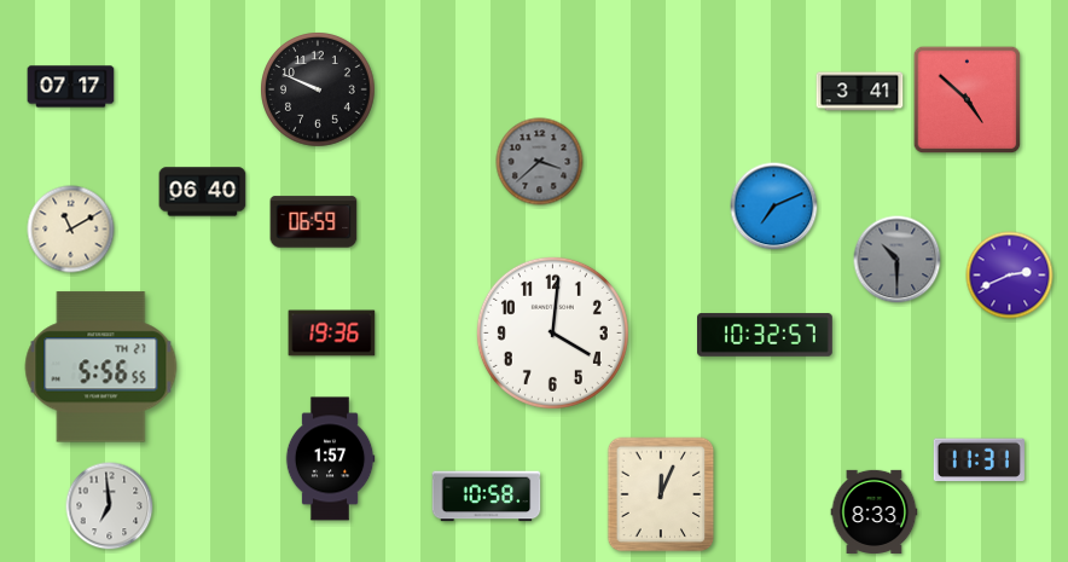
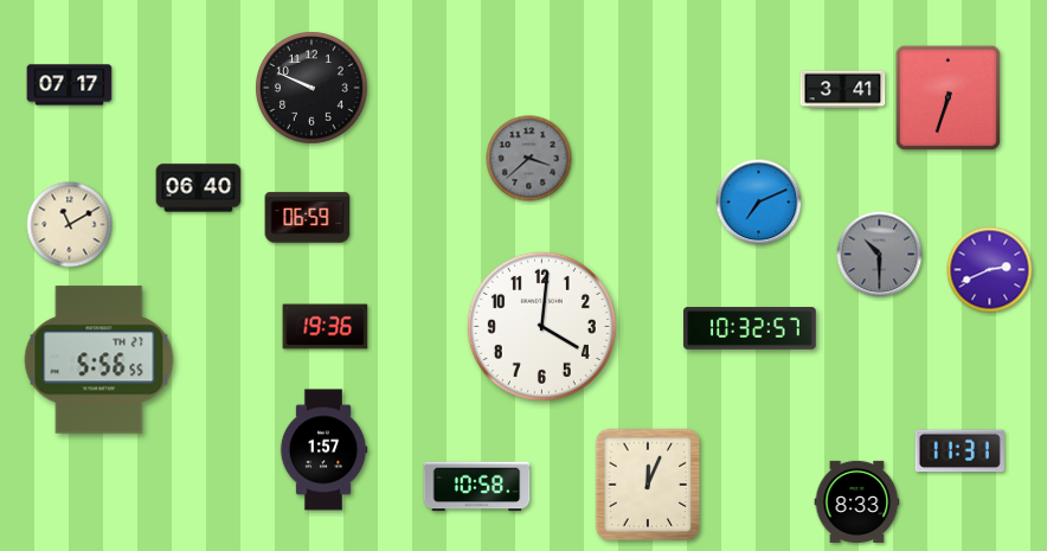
clock at (968, 100): 4:52 -> 6:33
clock at (110, 506): 6:59 -> none
